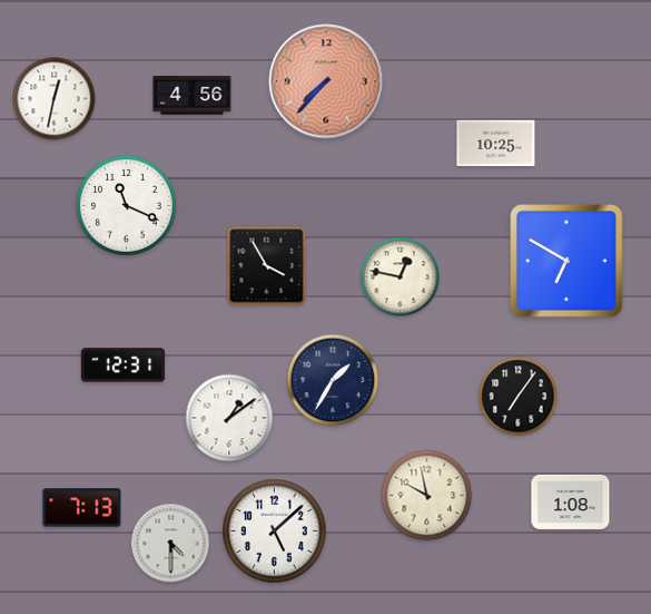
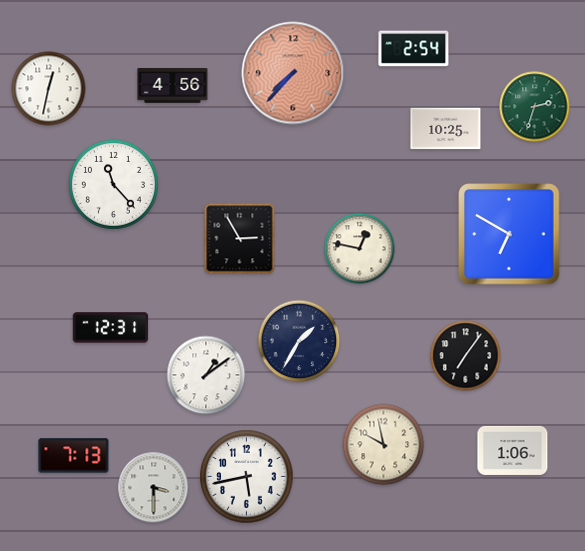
clock at (414, 49): none -> 2:54
clock at (535, 107): none -> 2:33
clock at (127, 206): 11:19 -> 11:23
clock at (267, 266): 3:55 -> 2:55
clock at (571, 501): 1:08 -> 1:06
clock at (275, 532): 5:08 -> 5:43
clock at (171, 544): 4:30 -> 3:30
